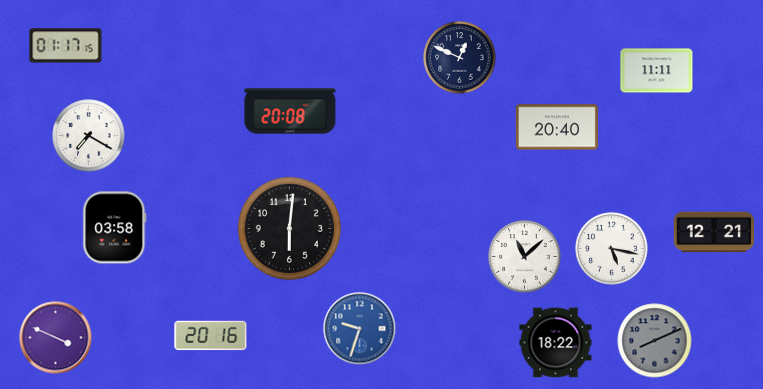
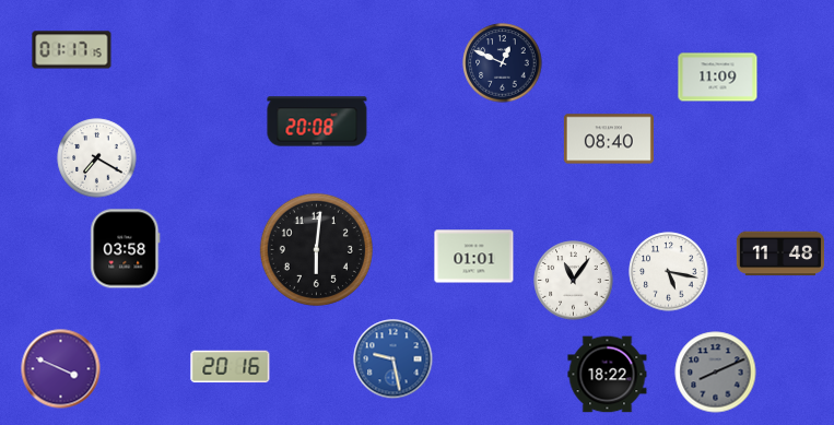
clock at (657, 71): 11:11 -> 11:09
clock at (557, 127): 20:40 -> 08:40
clock at (89, 136) position: (89, 136) -> (97, 158)
clock at (713, 232): 12:21 -> 11:48
clock at (474, 257): none -> 01:01
clock at (525, 257): 11:08 -> 11:06
clock at (360, 329): 9:33 -> 9:28
